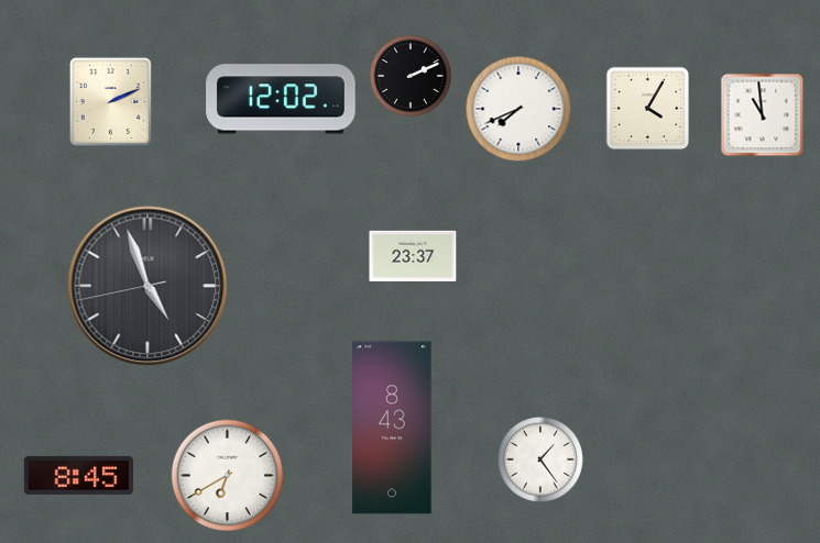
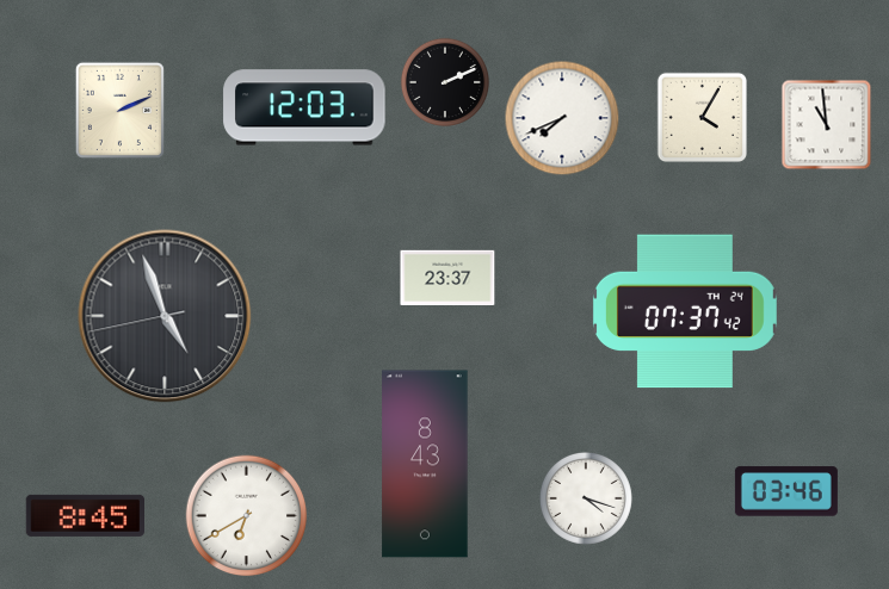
clock at (281, 99): 12:02 -> 12:03
clock at (147, 286) position: (147, 286) -> (165, 316)
clock at (685, 311): none -> 07:37
clock at (786, 491): none -> 03:46
clock at (540, 459): 1:24 -> 4:18
